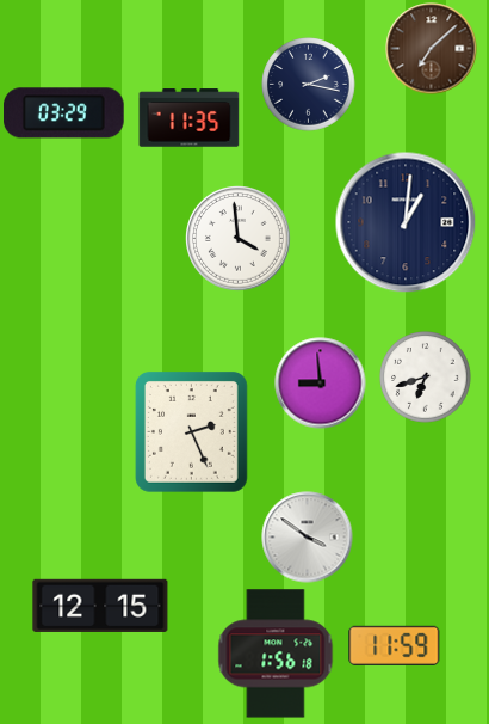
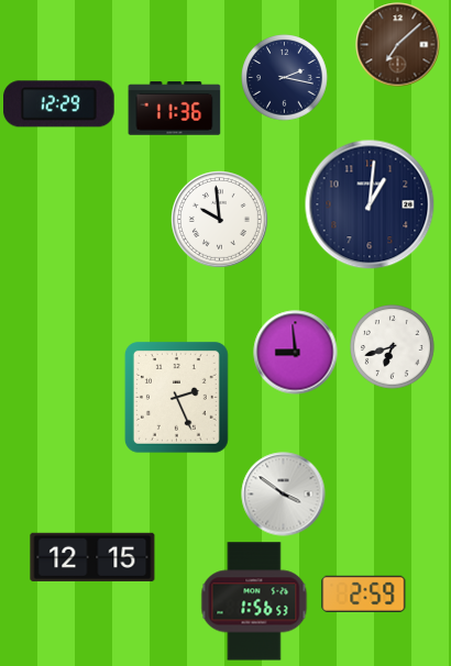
clock at (64, 113): 03:29 -> 12:29
clock at (190, 118): 11:35 -> 11:36
clock at (406, 222) position: (406, 222) -> (370, 204)
clock at (239, 239): 3:59 -> 9:59
clock at (395, 645): 11:59 -> 2:59
clock at (276, 654): 1:56:18 -> 1:56:53
